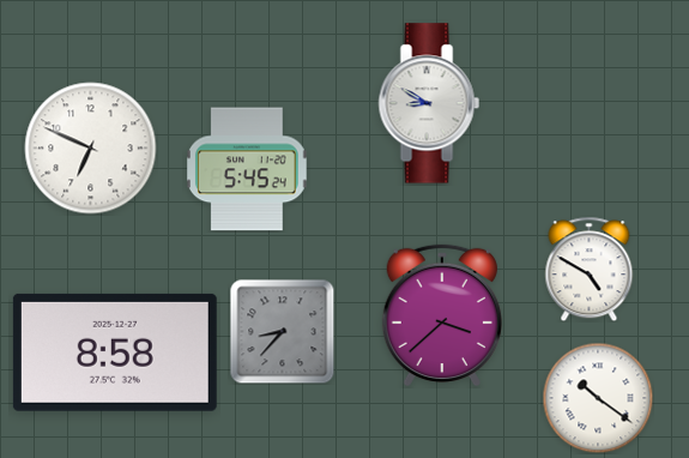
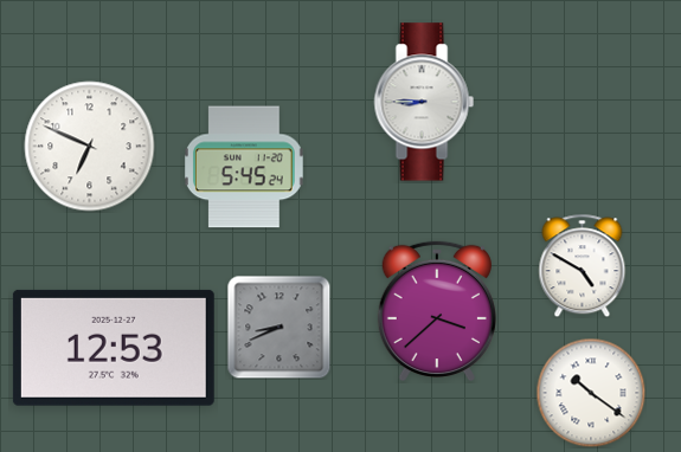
clock at (429, 103): 8:50 -> 8:45
clock at (282, 331): 8:37 -> 8:41
clock at (115, 352): 8:58 -> 12:53
